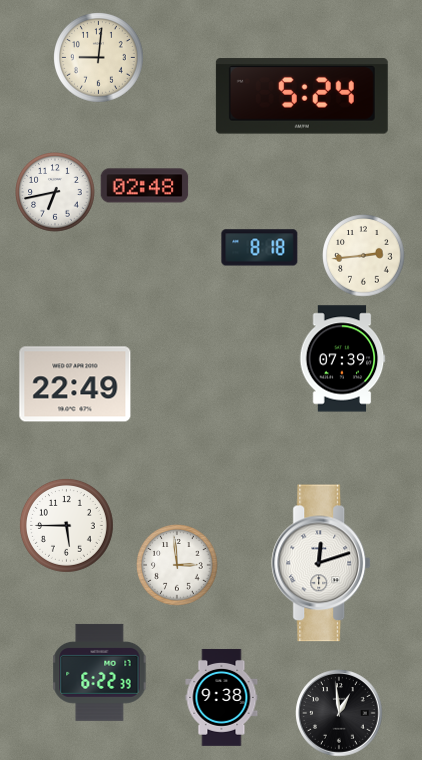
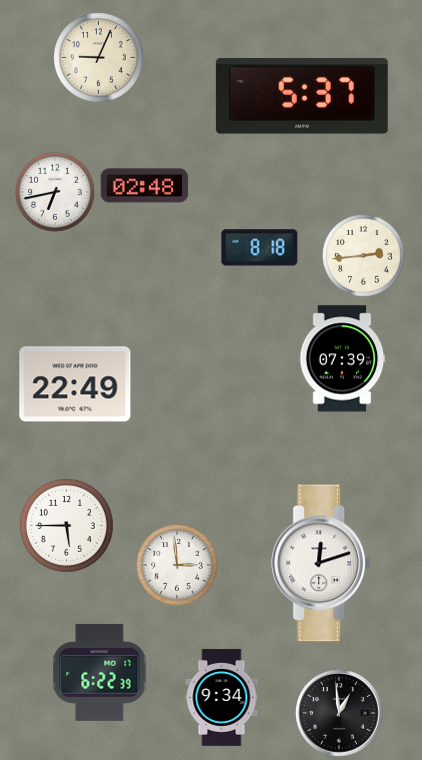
clock at (99, 58): 9:01 -> 9:04
clock at (302, 96): 5:24 -> 5:37
clock at (222, 697): 9:38 -> 9:34
